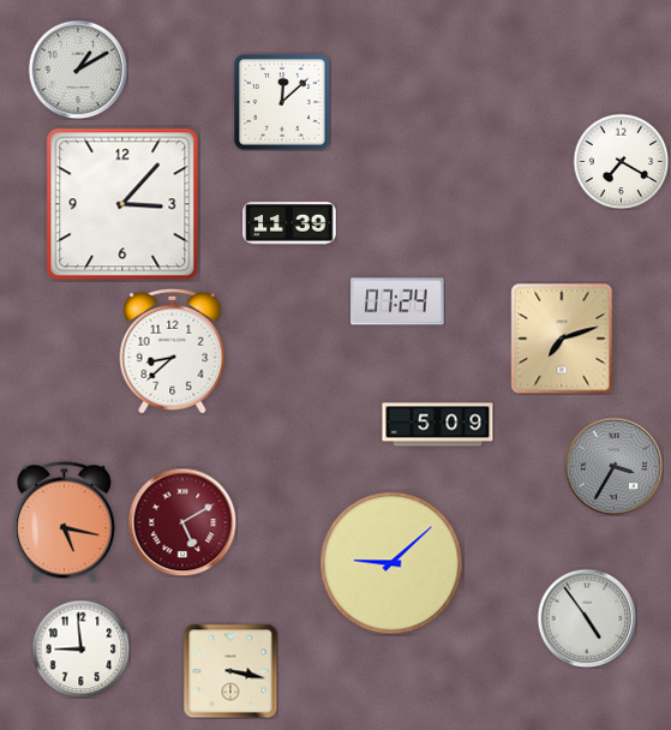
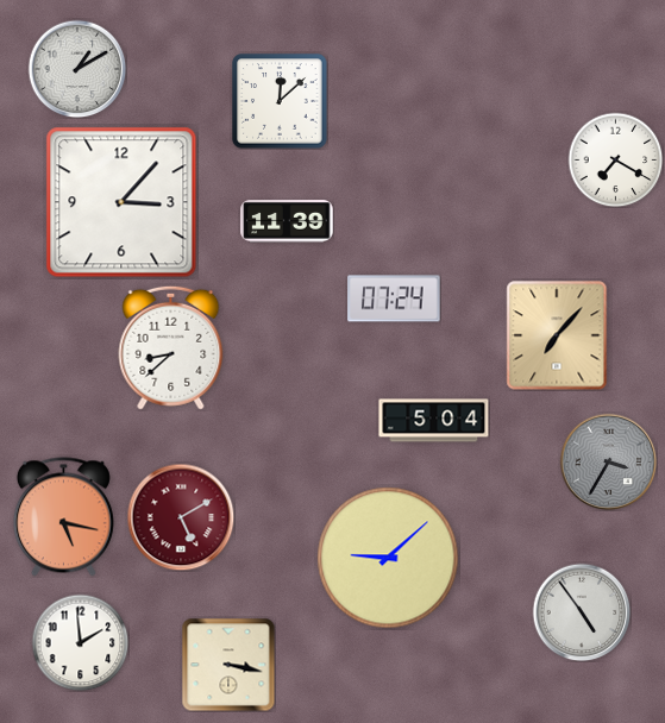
clock at (562, 339): 7:12 -> 7:07
clock at (438, 425): 5:09 -> 5:04
clock at (80, 648): 8:59 -> 1:59
